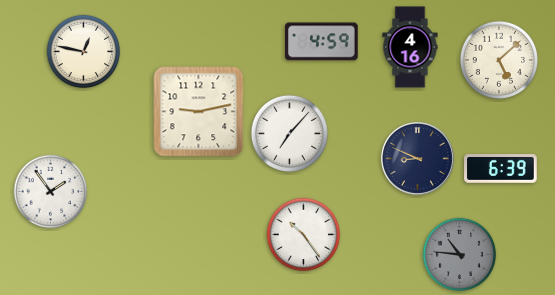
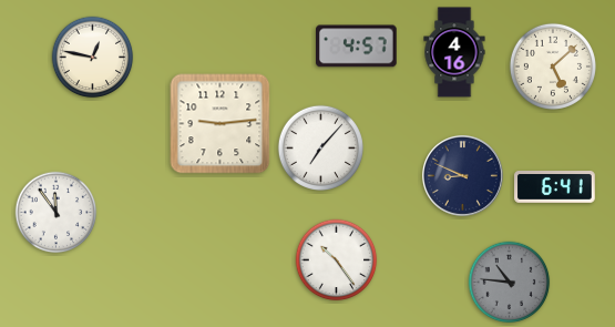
clock at (322, 42): 4:59 -> 4:57
clock at (199, 112): 9:13 -> 9:14
clock at (501, 169): 6:39 -> 6:41
clock at (51, 192): 1:54 -> 11:54
